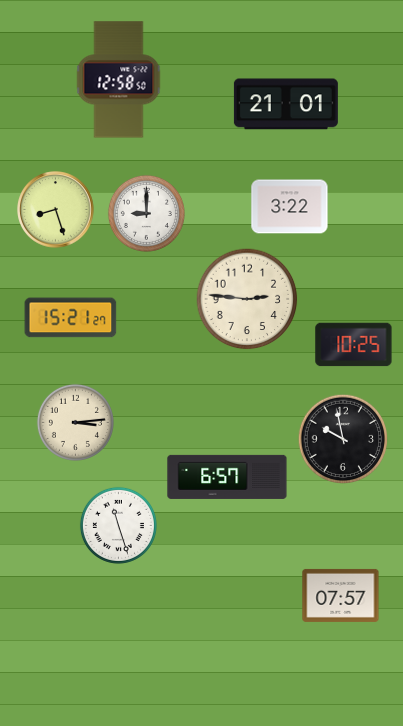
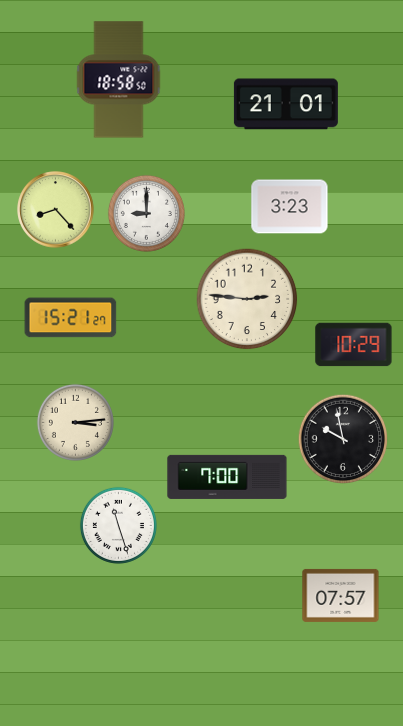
clock at (119, 80): 12:58 -> 18:58
clock at (290, 207): 3:22 -> 3:23
clock at (56, 210): 8:27 -> 8:23
clock at (354, 345): 10:25 -> 10:29
clock at (227, 477): 6:57 -> 7:00
